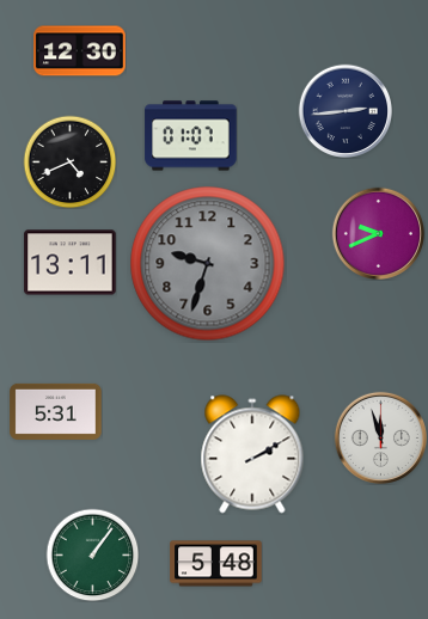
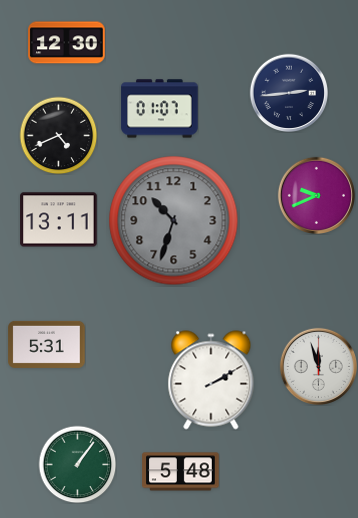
clock at (191, 136) position: (191, 136) -> (160, 109)
clock at (208, 264): 9:33 -> 10:33
